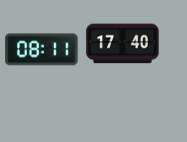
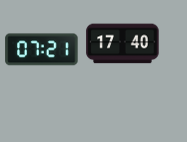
clock at (42, 50): 08:11 -> 07:21
